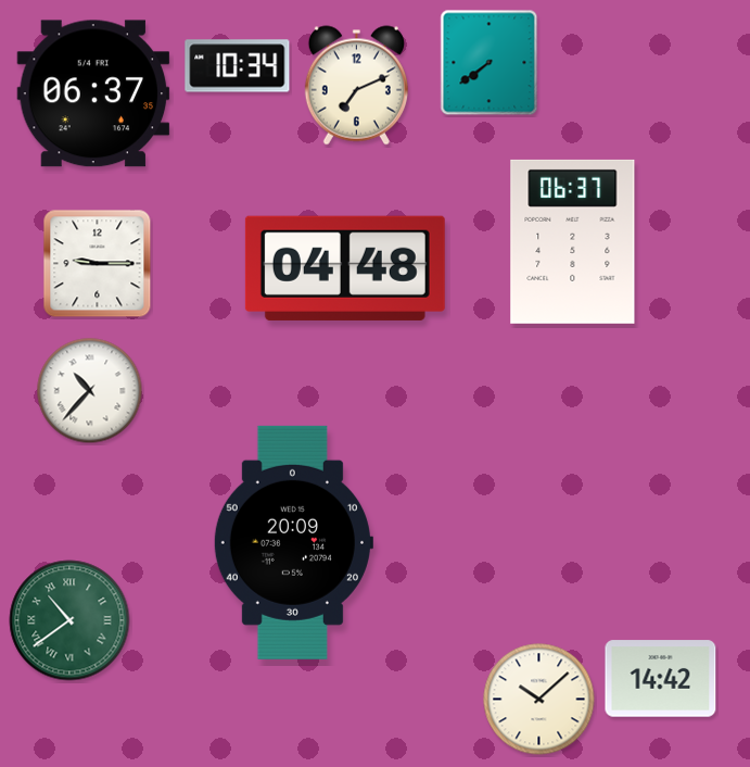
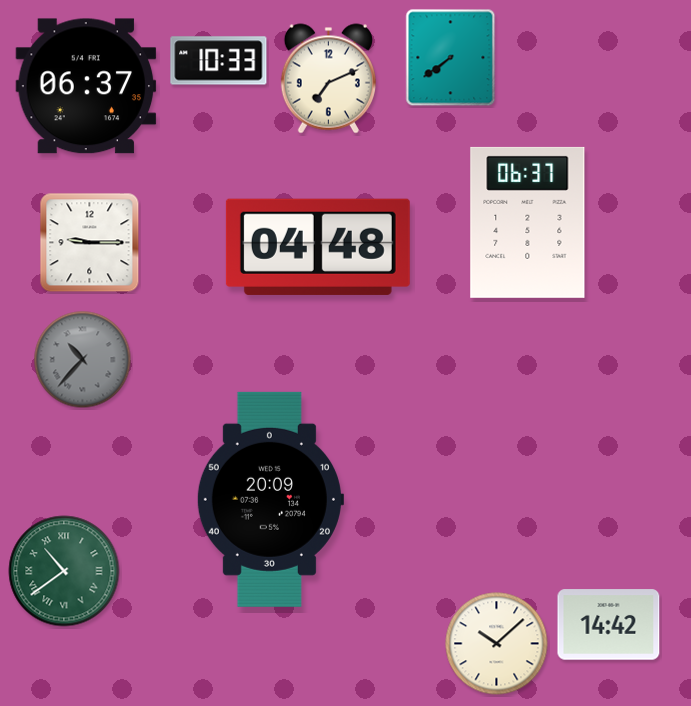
clock at (238, 66): 10:34 -> 10:33
clock at (90, 391) dial: white -> grey
